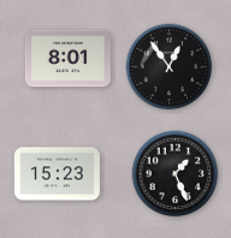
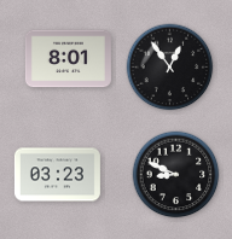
clock at (57, 174): 15:23 -> 03:23
clock at (176, 174): 1:26 -> 8:49
